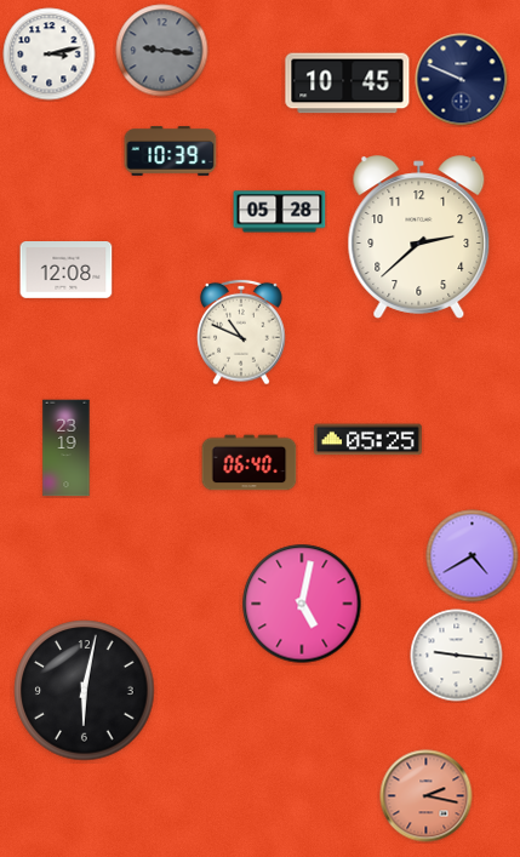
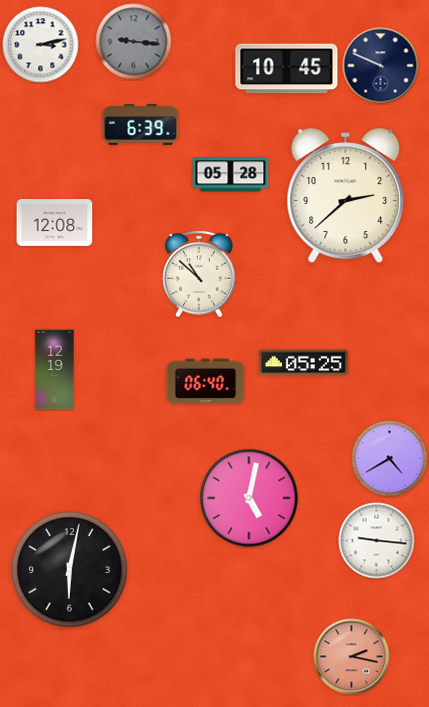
clock at (171, 152): 10:39 -> 6:39
clock at (241, 332): 10:49 -> 10:52
clock at (67, 449): 23:19 -> 12:19
